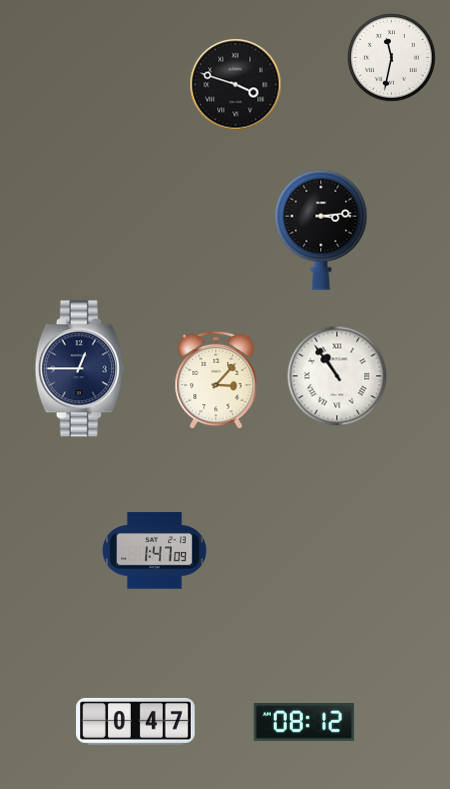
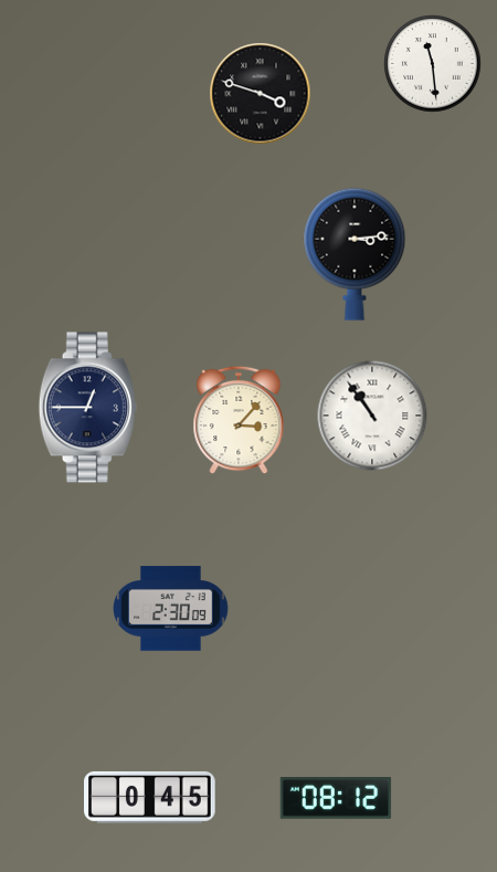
clock at (392, 58): 11:32 -> 11:29
clock at (155, 551): 1:47 -> 2:30
clock at (136, 721): 0:47 -> 0:45
